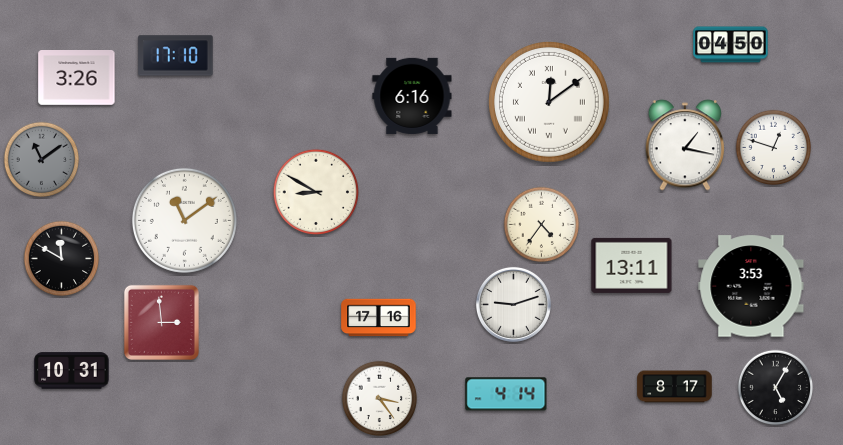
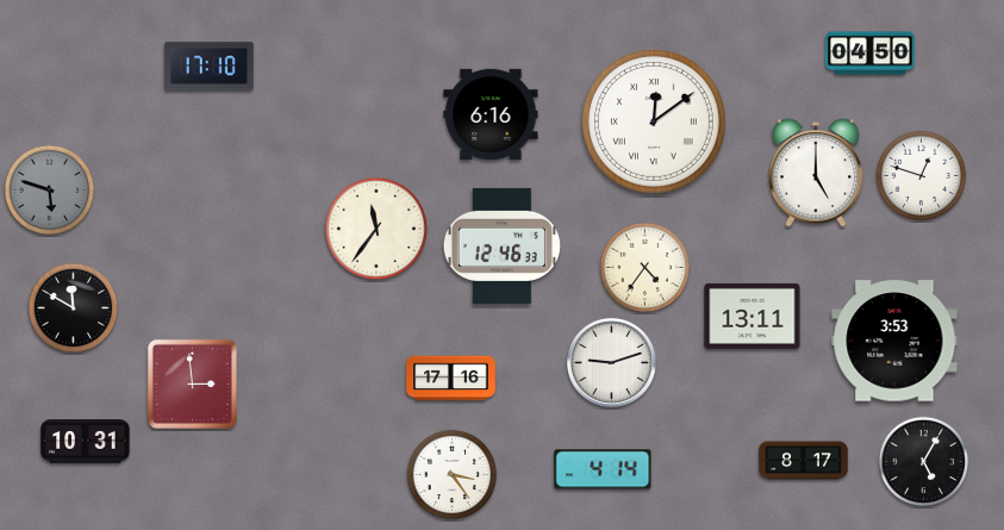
clock at (77, 78): 3:26 -> none
clock at (685, 145): 1:17 -> 5:00
clock at (42, 160): 11:09 -> 5:48
clock at (315, 191): 8:50 -> 11:36
clock at (501, 245): none -> 12:46
clock at (184, 220): 11:09 -> none
